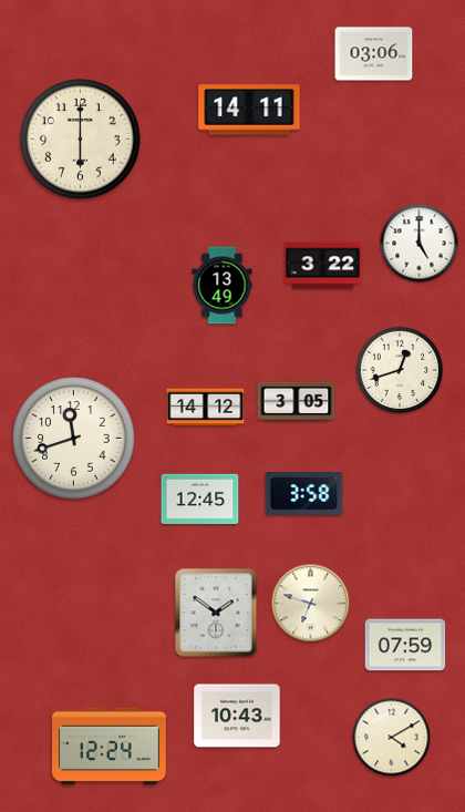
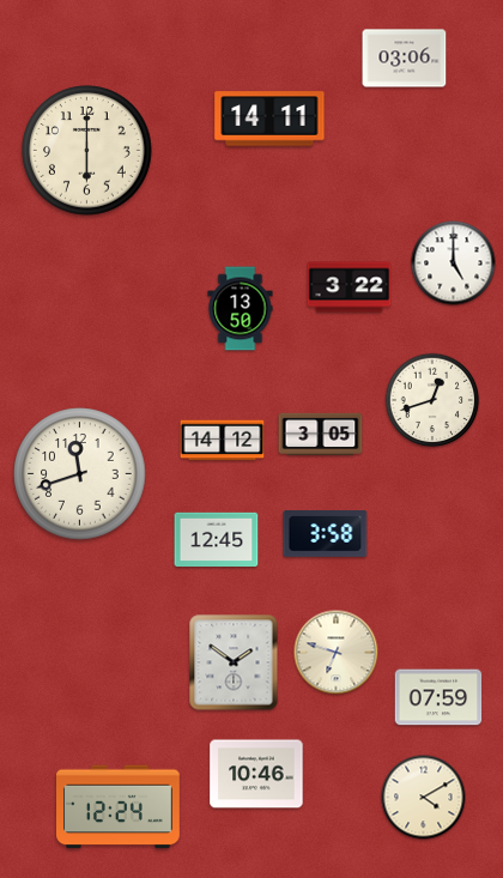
clock at (223, 286): 13:49 -> 13:50
clock at (304, 494) position: (304, 494) -> (326, 534)
clock at (237, 716): 10:43 -> 10:46
